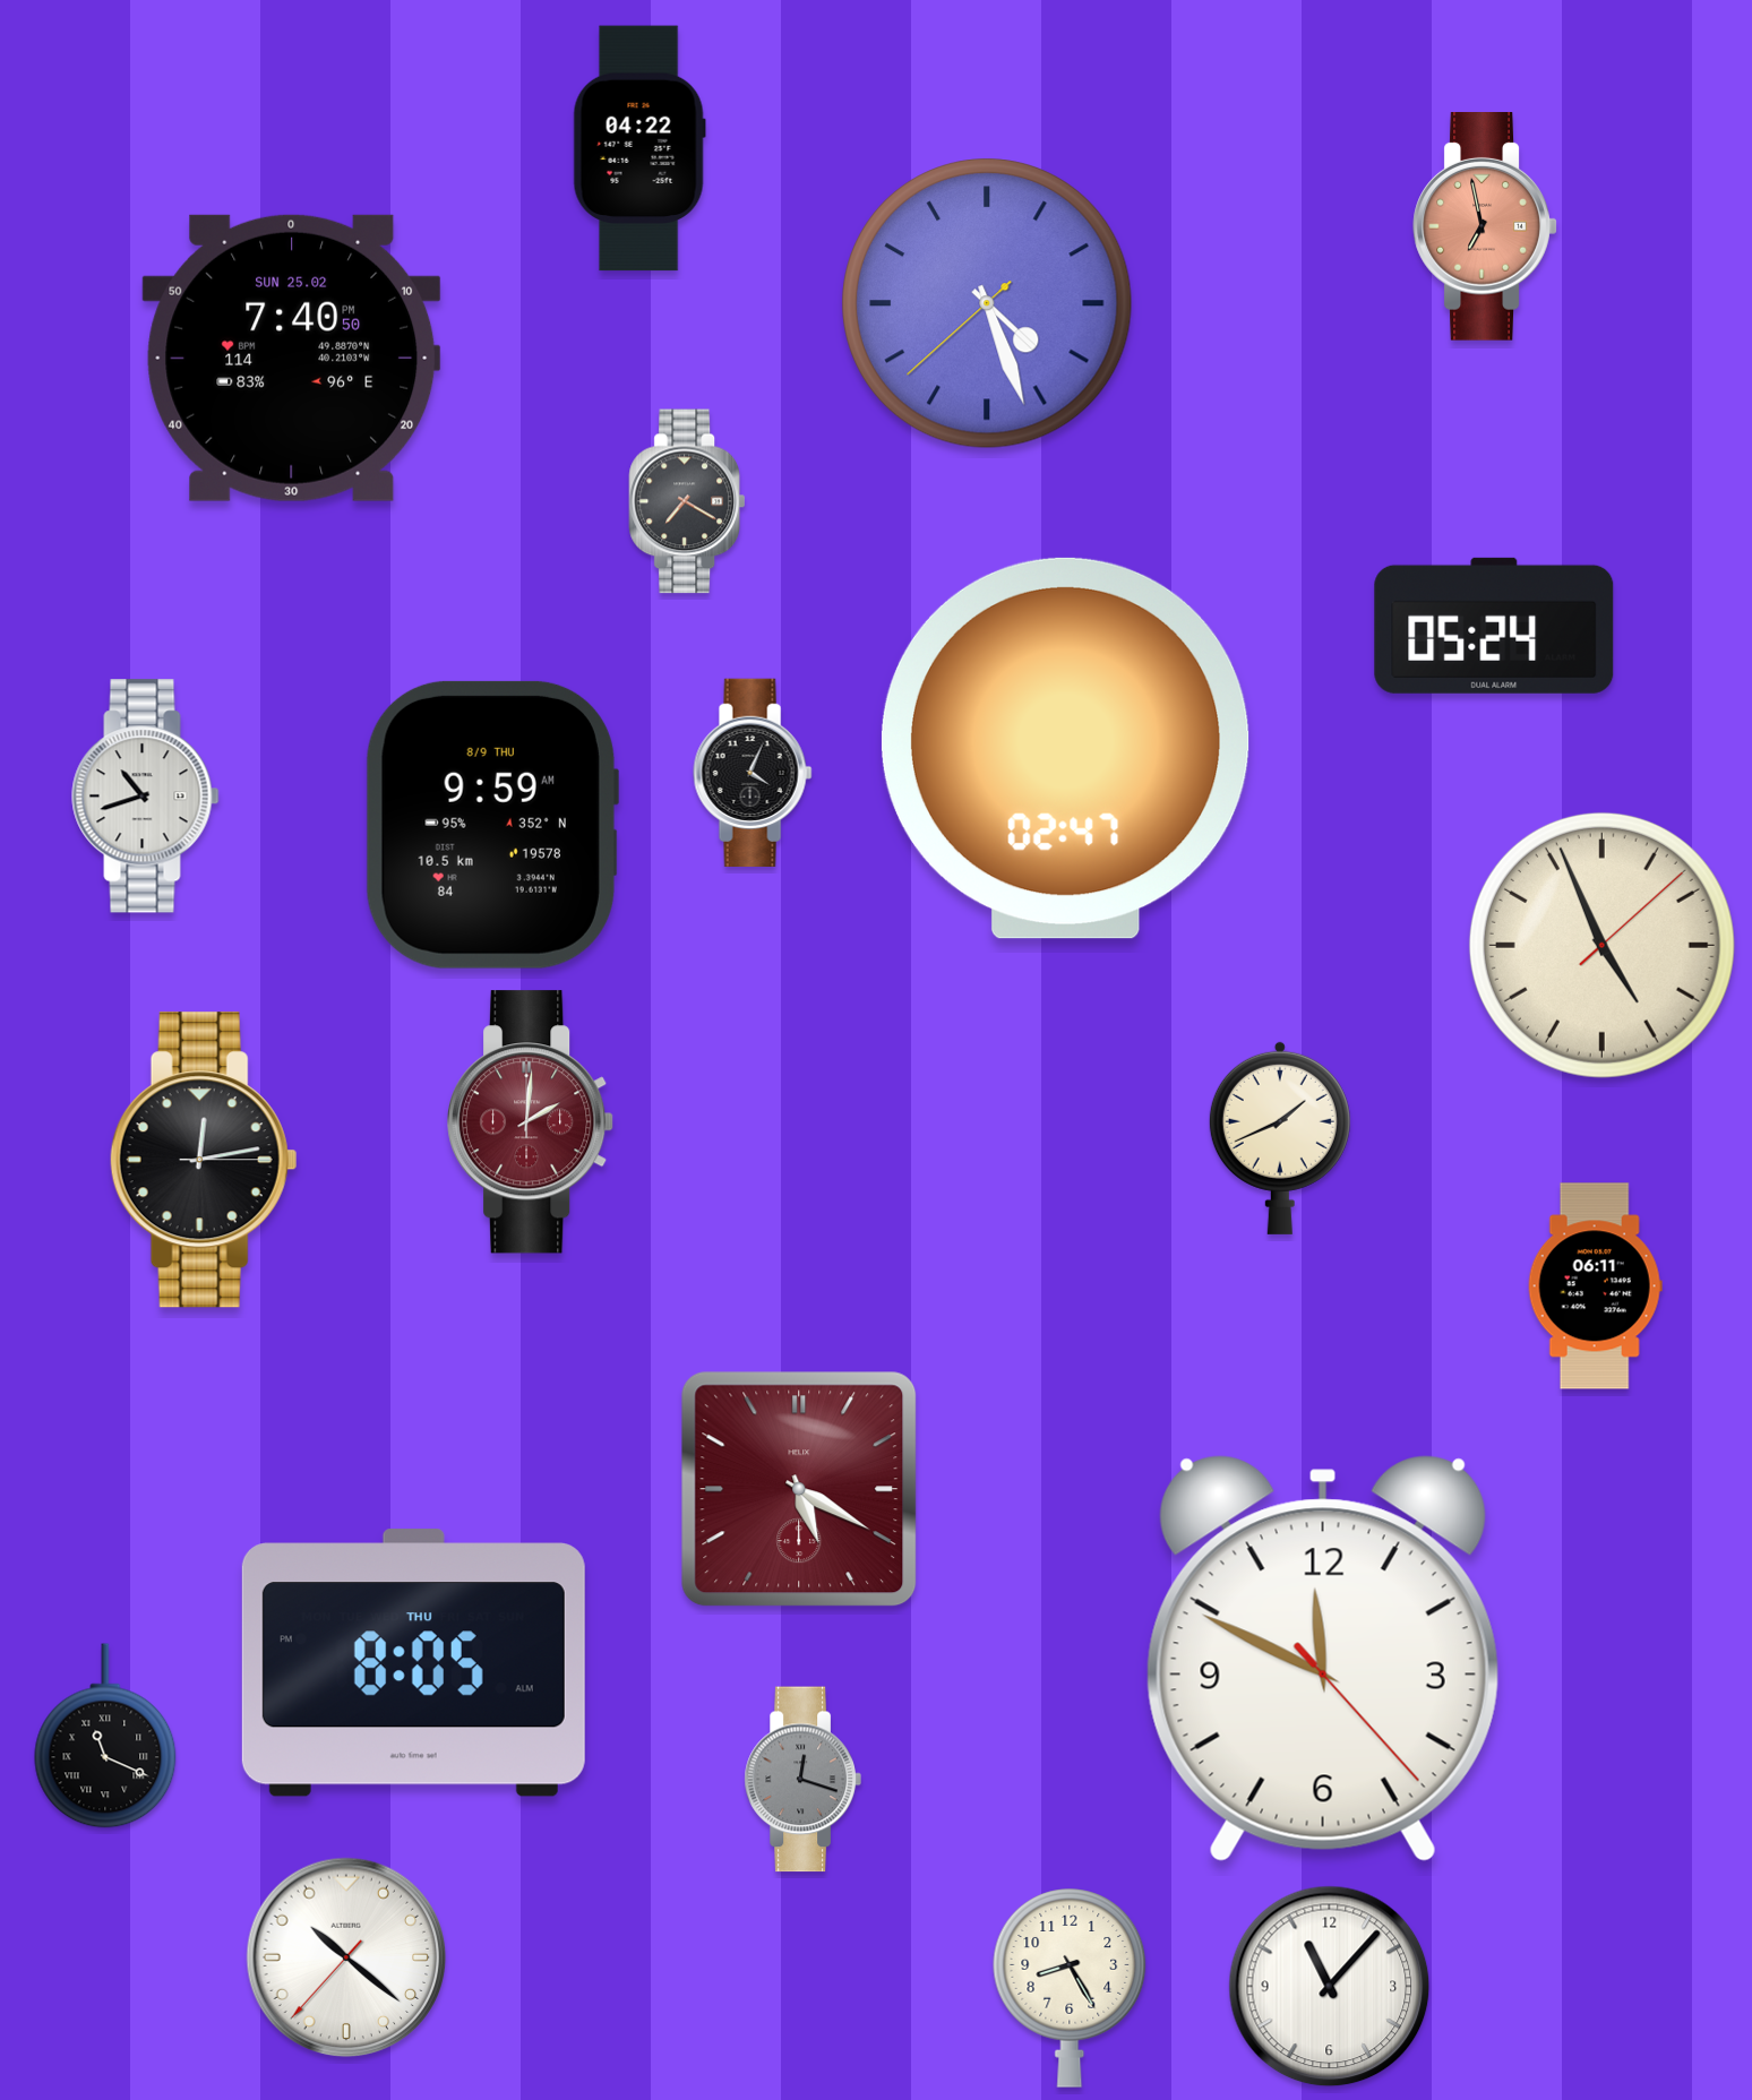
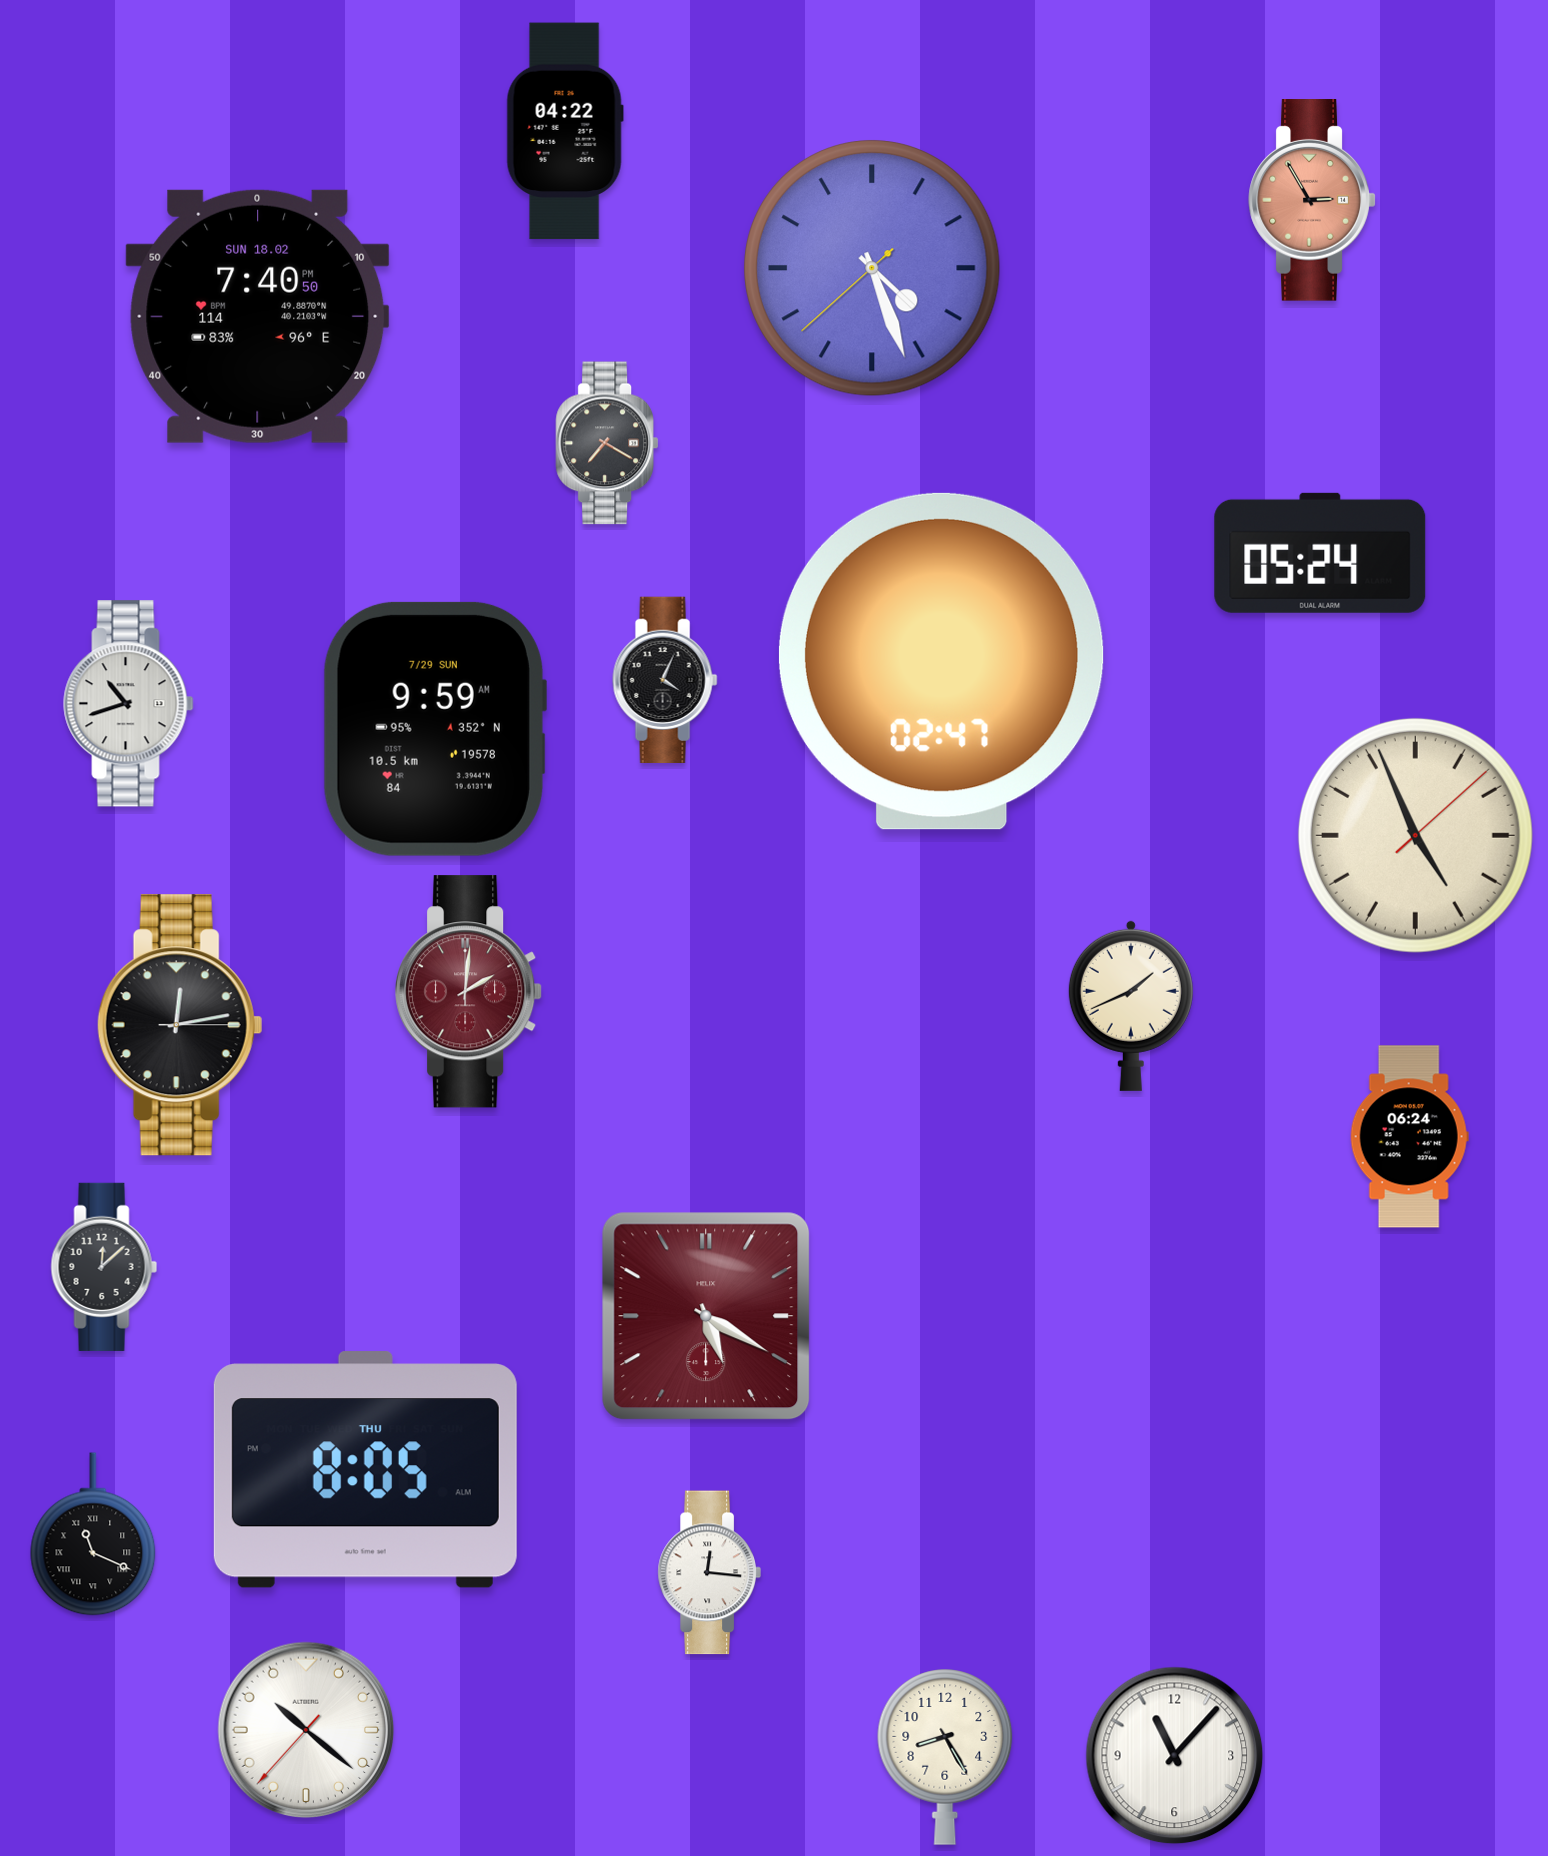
clock at (1485, 227): 6:58 -> 2:55
clock at (292, 358) date: SUN 25.02 -> SUN 18.02
clock at (753, 772) position: (753, 772) -> (665, 679)
clock at (491, 825) date: 8/9 THU -> 7/29 SUN
clock at (1595, 1286): 06:11 -> 06:24
clock at (104, 1267): none -> 12:08
clock at (1323, 1659): 11:49 -> none
clock at (802, 1780): 12:18 -> 12:16
clock at (802, 1780) dial: grey -> white
